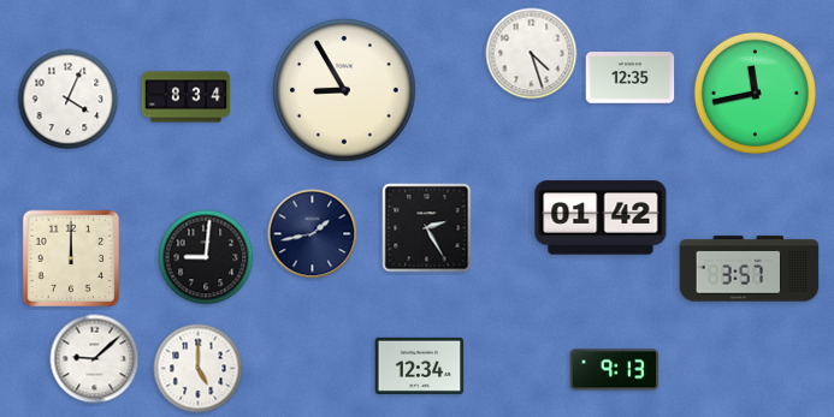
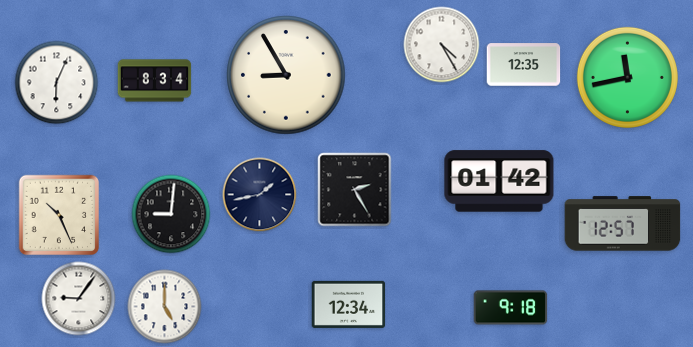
clock at (532, 54): 4:27 -> 4:25
clock at (69, 100): 4:04 -> 6:04
clock at (71, 258): 12:00 -> 10:26
clock at (750, 269): 3:57 -> 12:57
clock at (95, 359): 9:08 -> 9:06
clock at (615, 370): 9:13 -> 9:18
